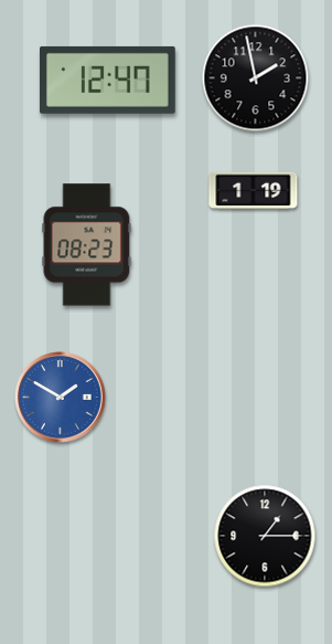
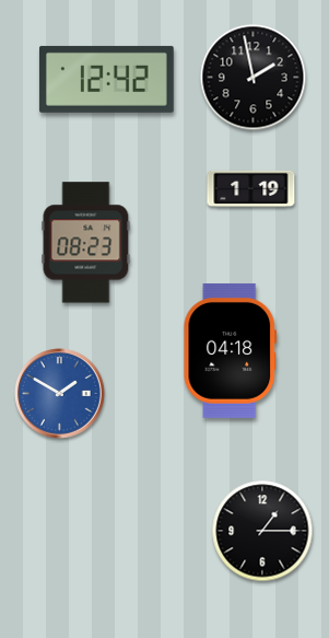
clock at (107, 80): 12:47 -> 12:42
clock at (231, 350): none -> 04:18
